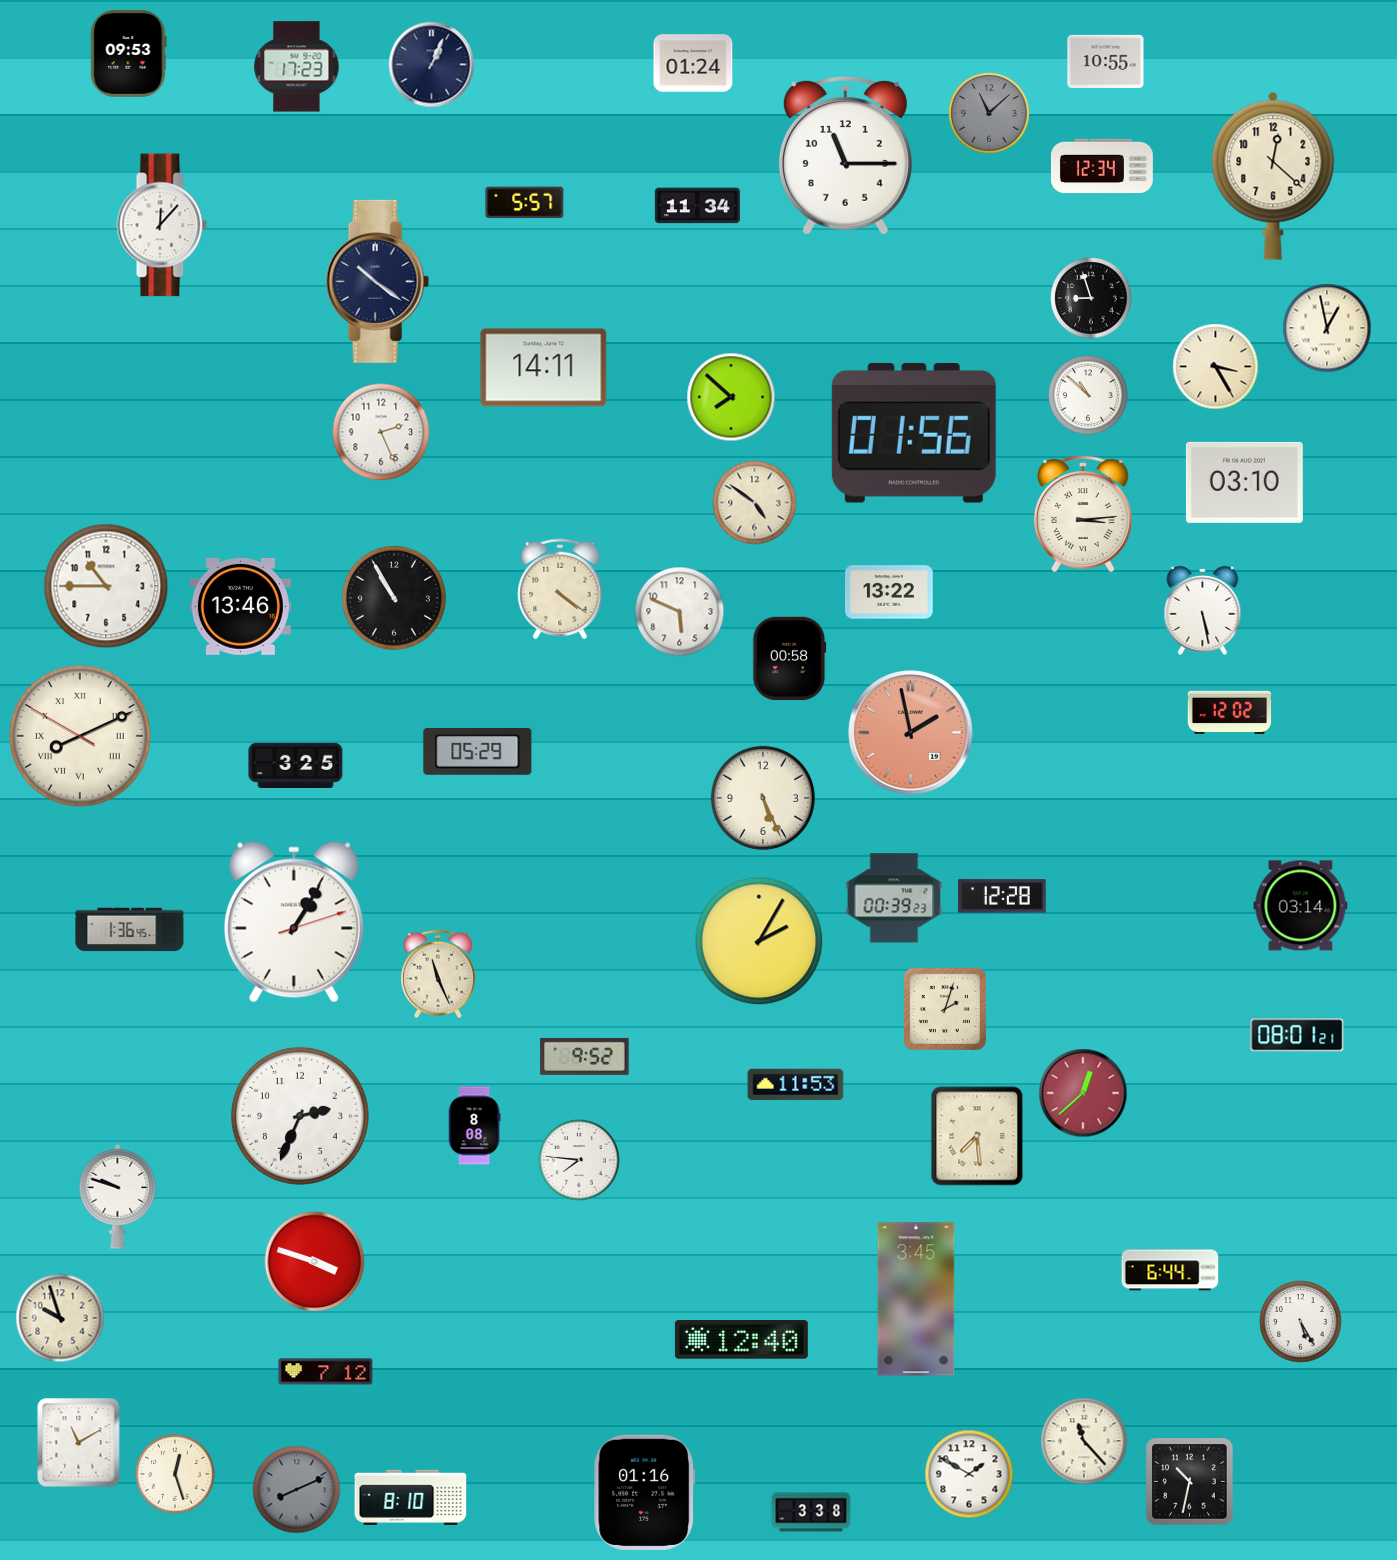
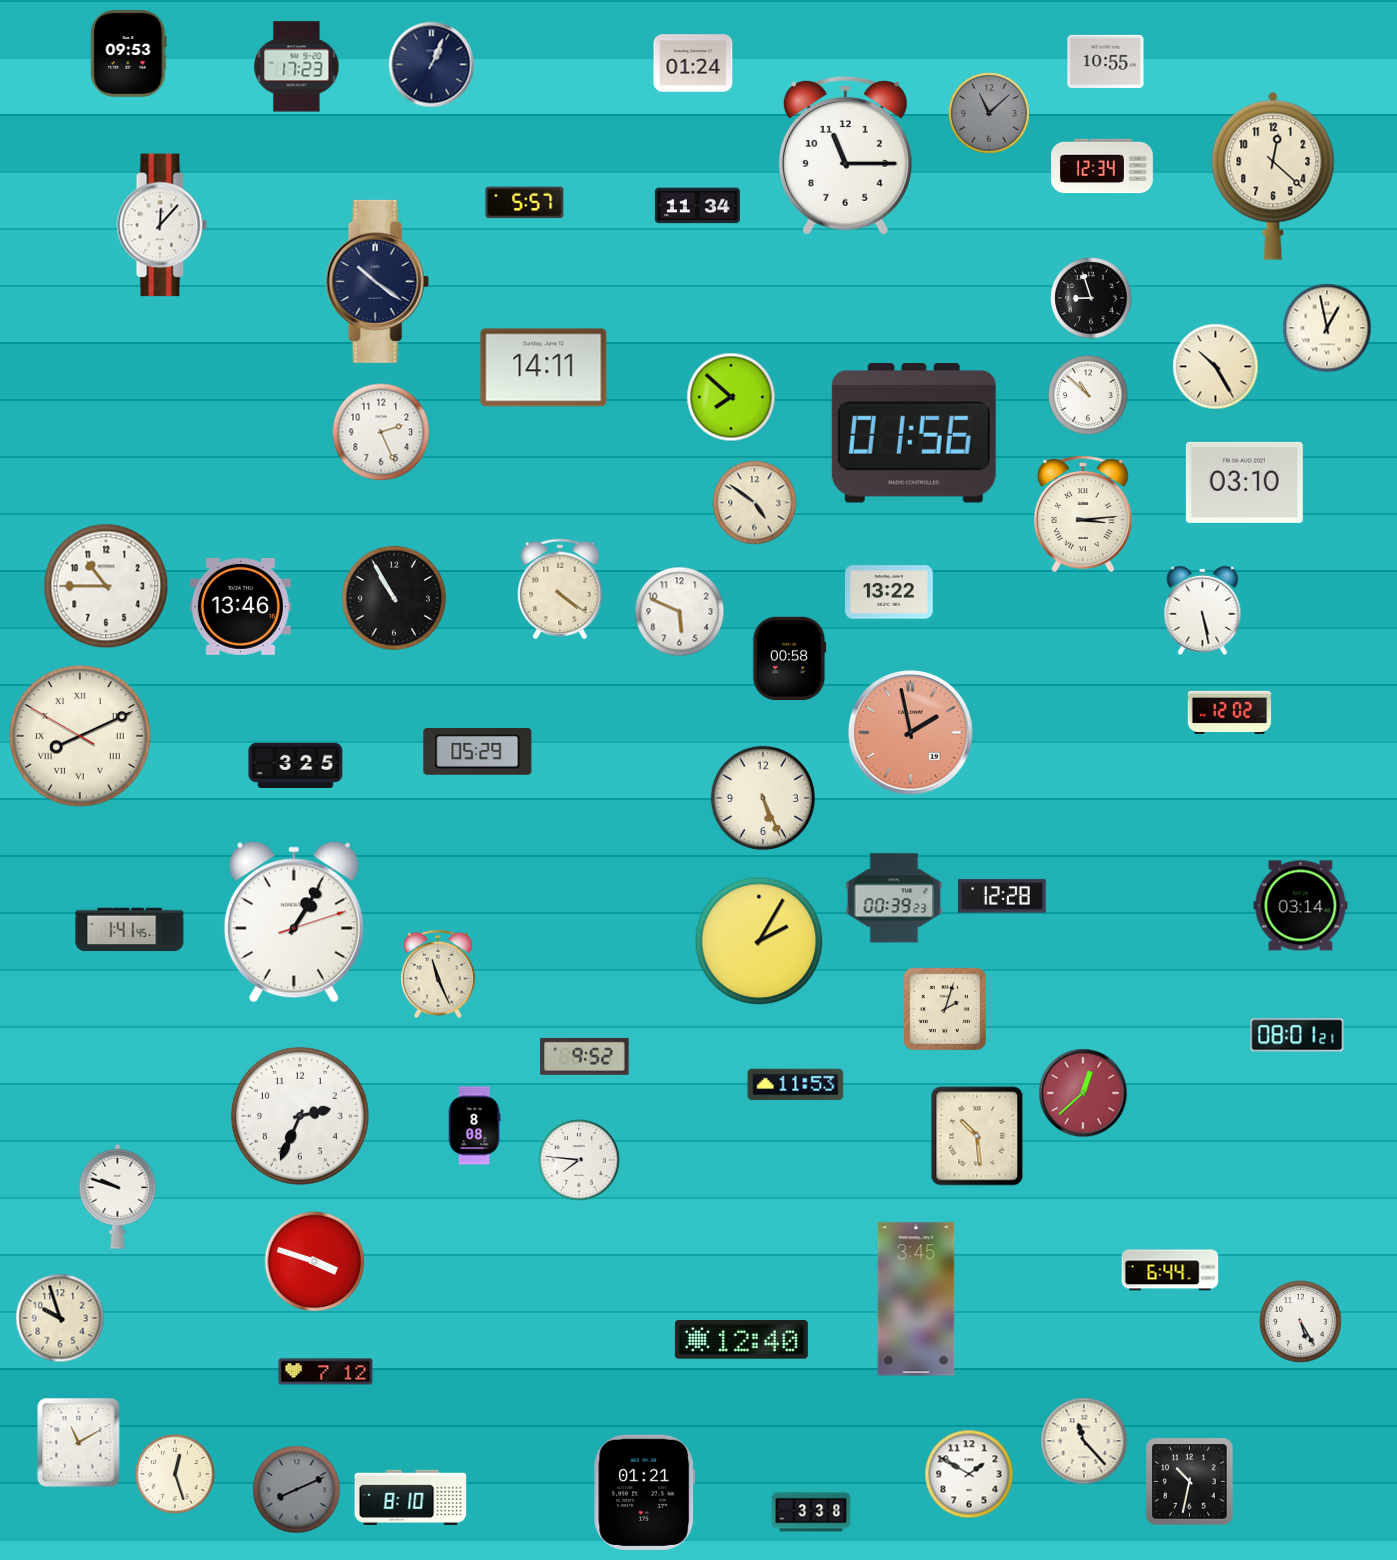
clock at (1216, 367): 3:25 -> 10:25
clock at (130, 930): 1:36 -> 1:41
clock at (977, 1136): 7:29 -> 10:29
clock at (645, 1492): 01:16 -> 01:21
